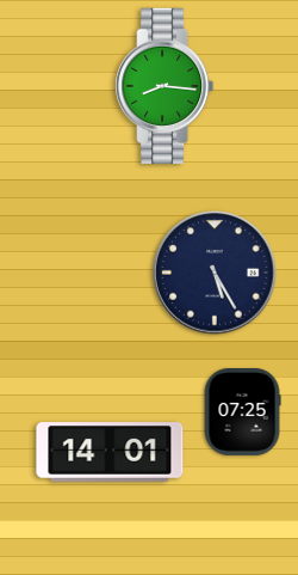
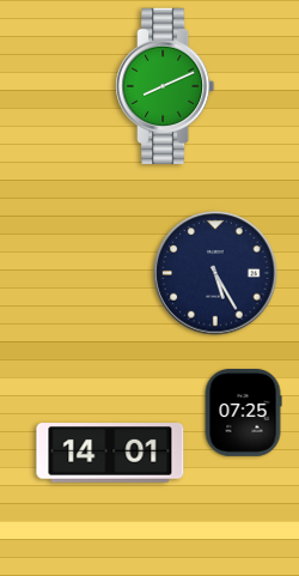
clock at (164, 85): 8:16 -> 8:11
